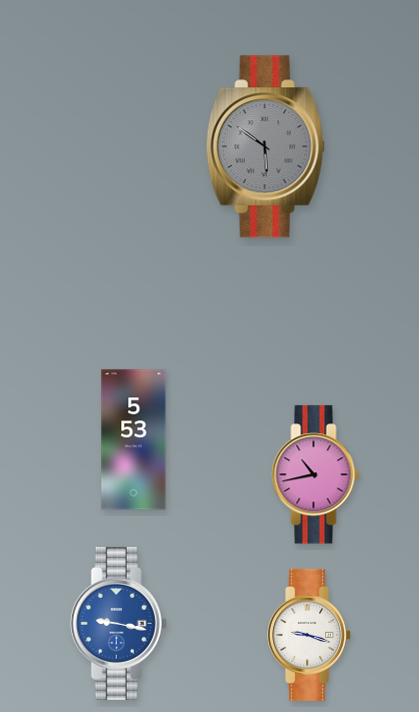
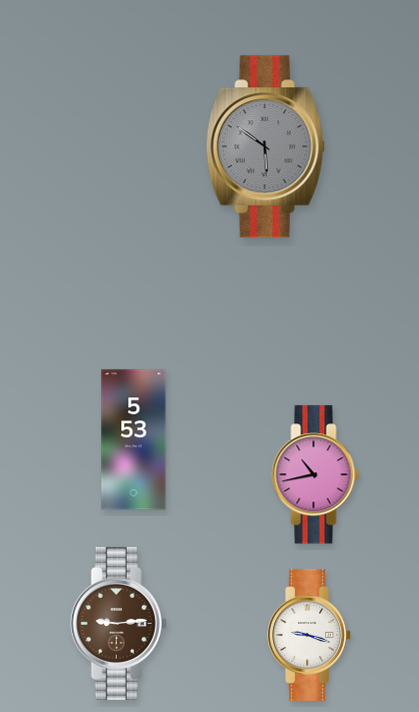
clock at (118, 623): 9:17 -> 9:14
clock at (118, 623) dial: blue -> brown
